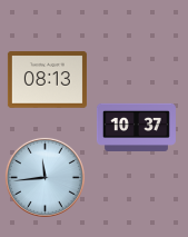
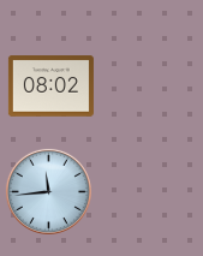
clock at (47, 80): 08:13 -> 08:02
clock at (136, 127): 10:37 -> none
